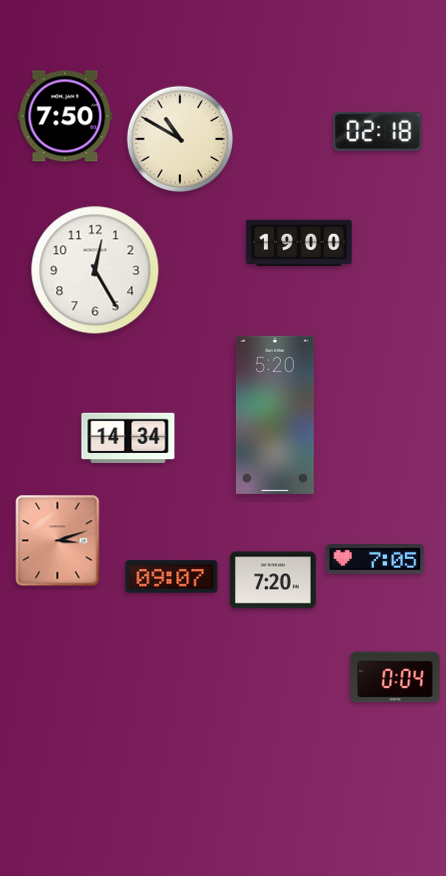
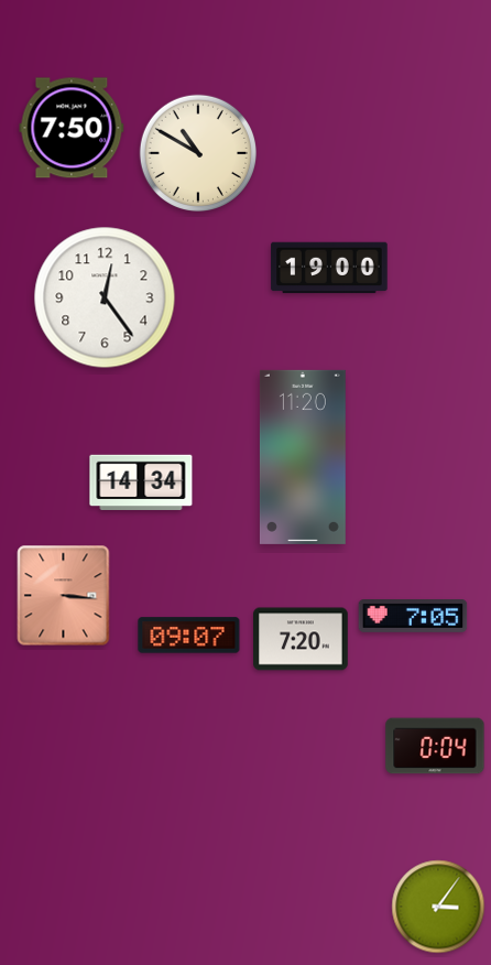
clock at (378, 131): 02:18 -> none
clock at (95, 270): 12:25 -> 12:24
clock at (275, 415): 5:20 -> 11:20
clock at (58, 541): 3:12 -> 3:16
clock at (438, 907): none -> 3:06
